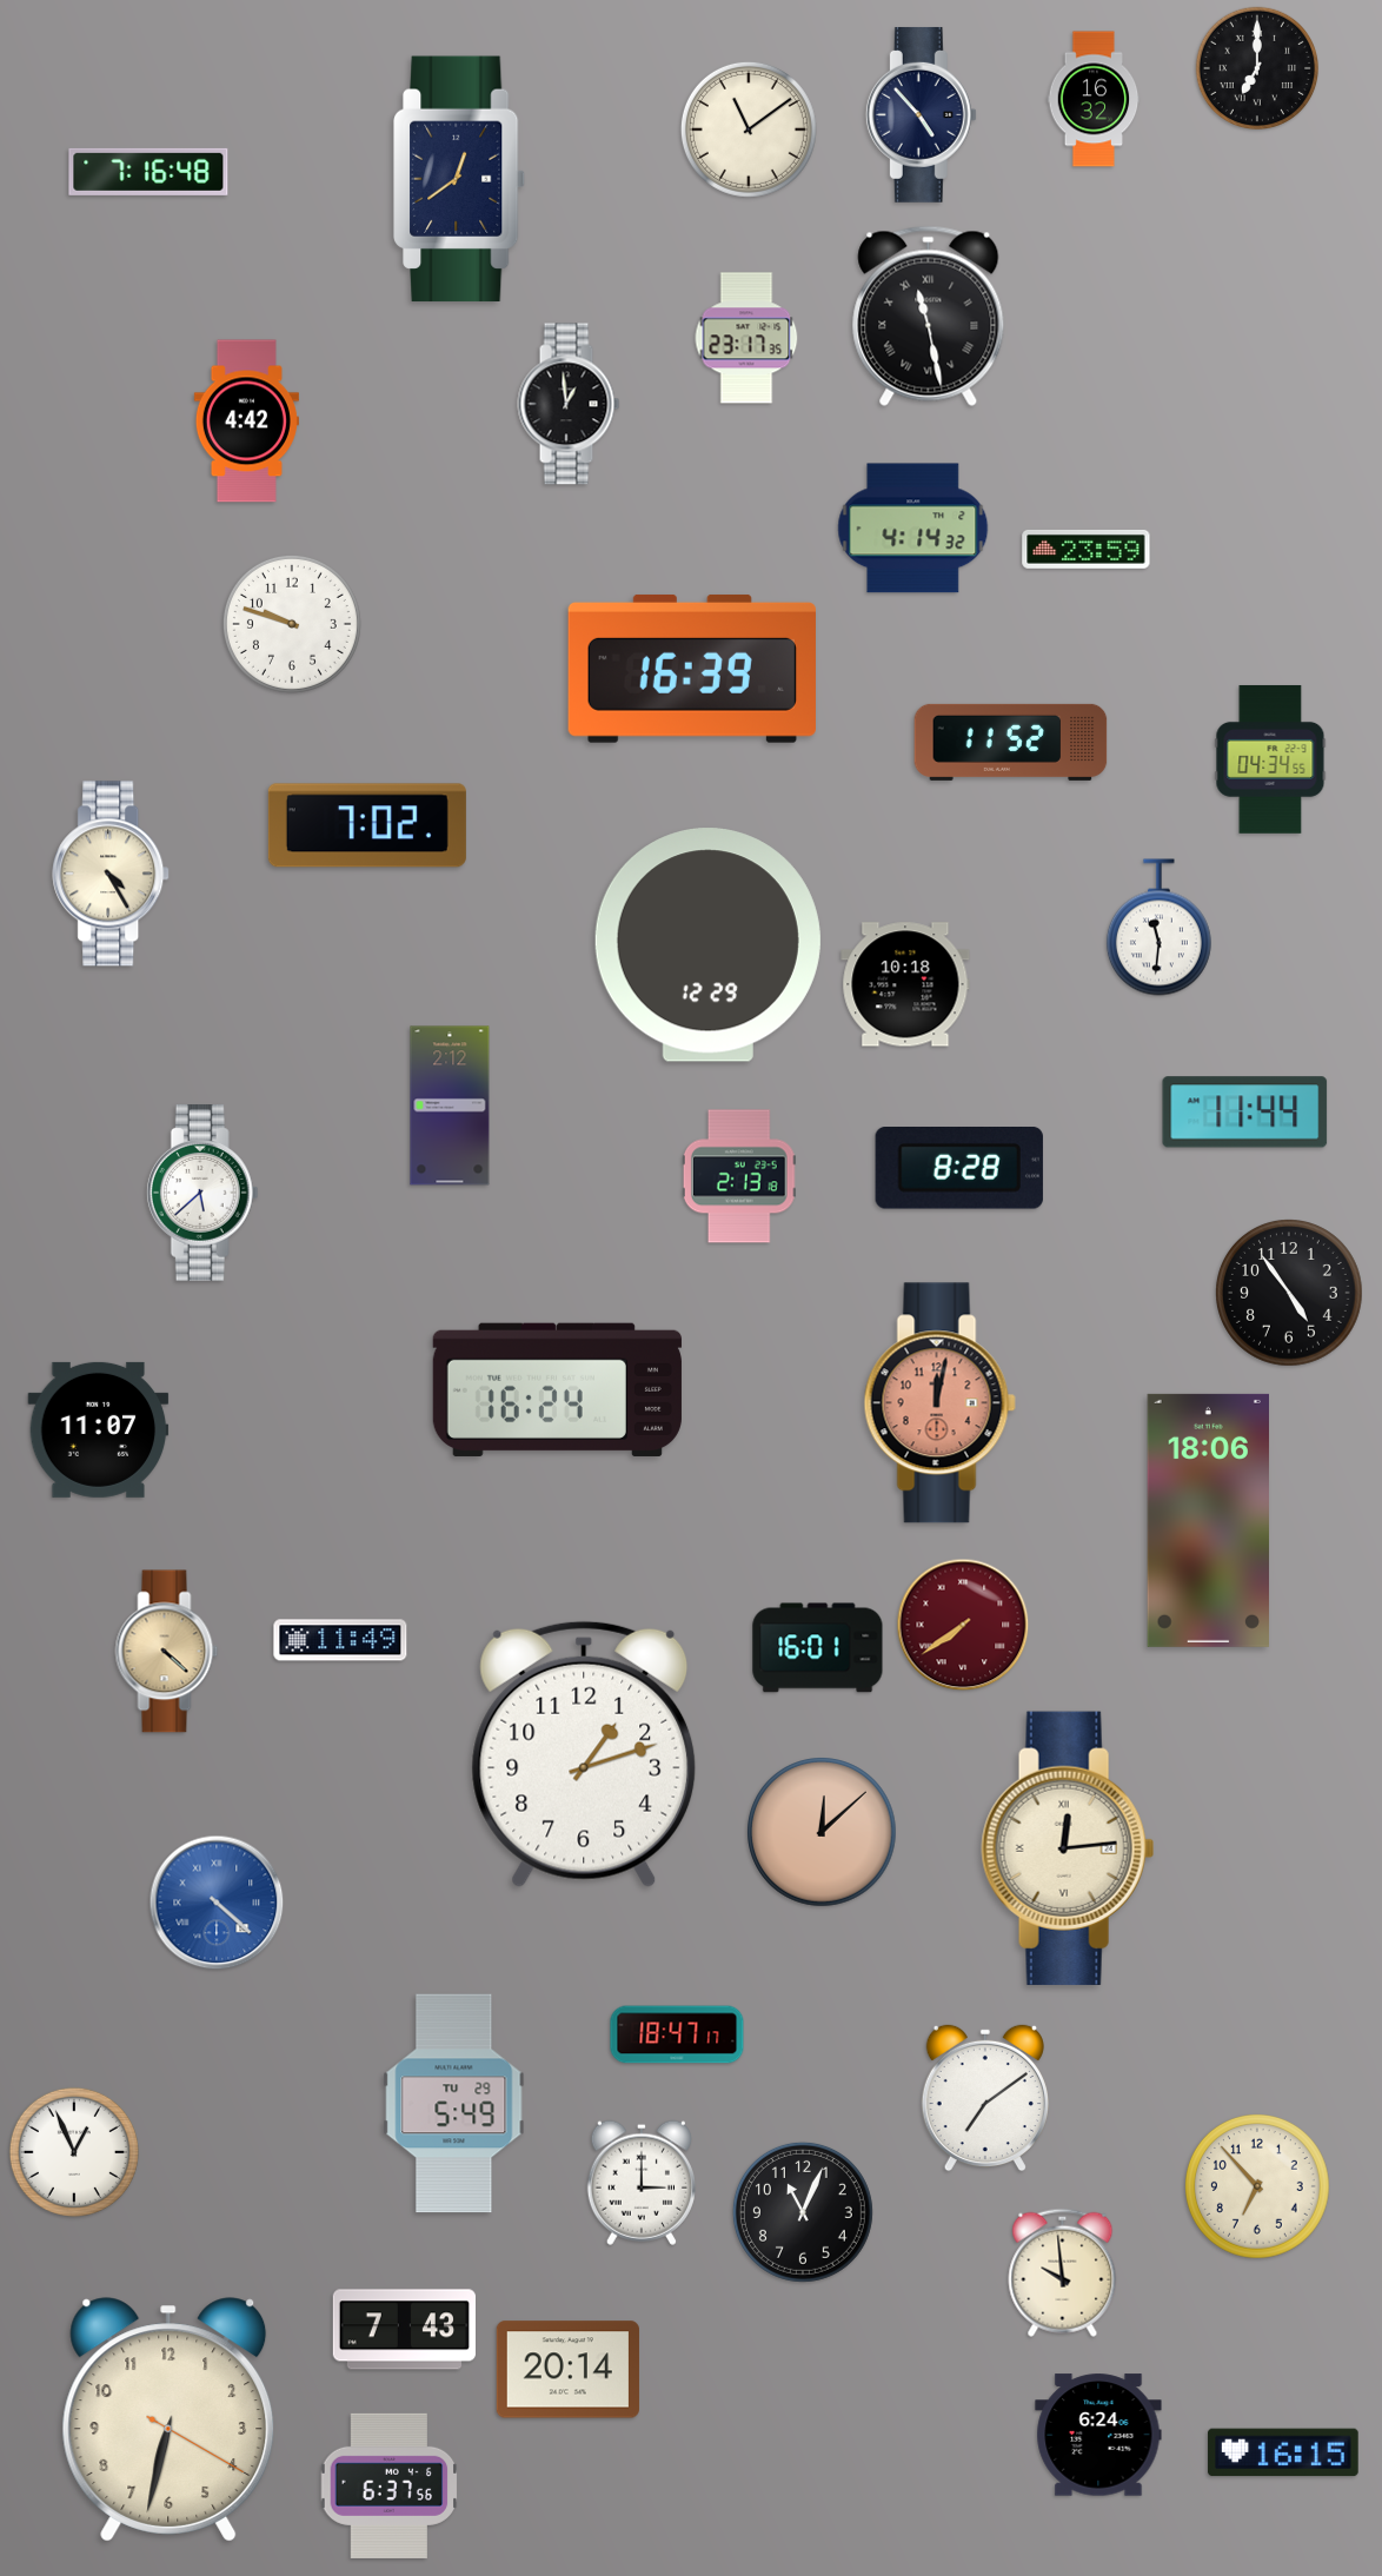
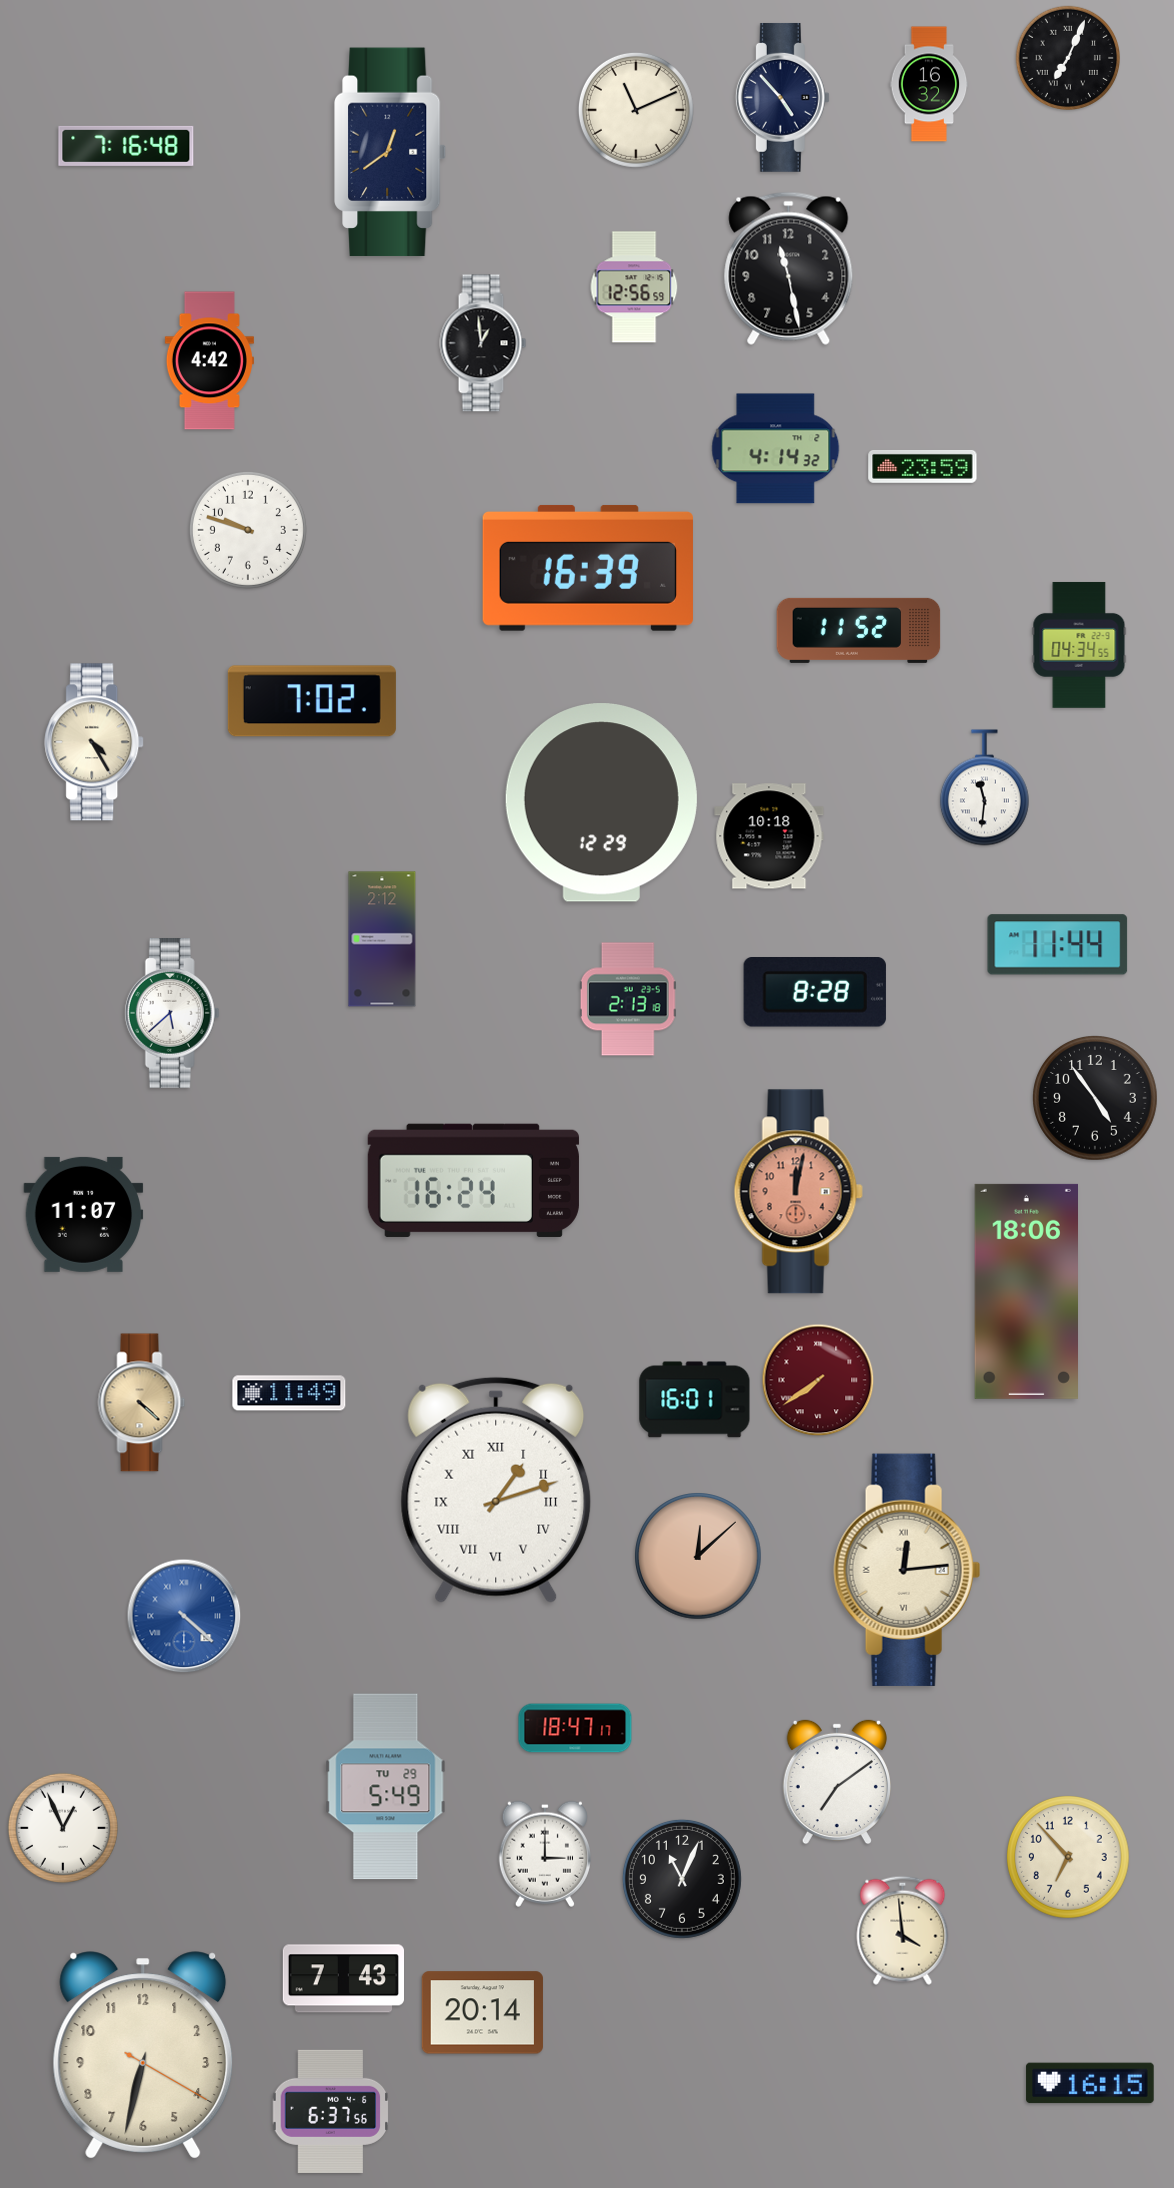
clock at (1256, 67): 7:00 -> 7:04
clock at (749, 130): 11:09 -> 11:11
clock at (929, 316) numerals: Roman -> Arabic
clock at (746, 338): 23:17 -> 12:56
clock at (246, 421) position: (246, 421) -> (209, 361)
clock at (584, 1754) numerals: Arabic -> Roman
clock at (1063, 2272): 9:59 -> 3:59
clock at (1098, 2435): 6:24 -> none
